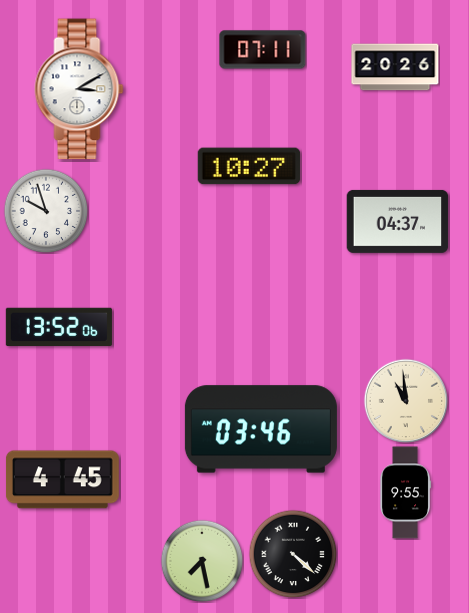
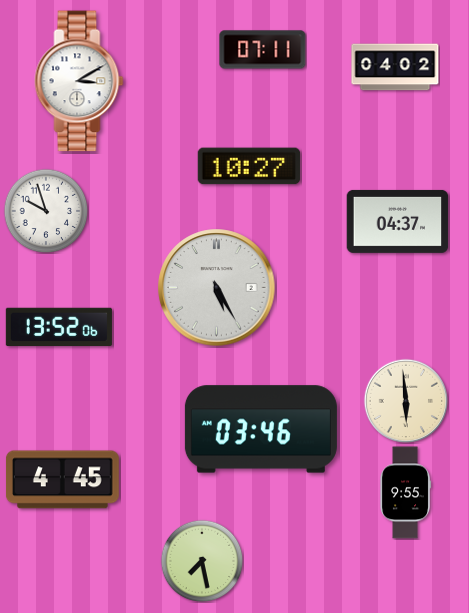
clock at (395, 67): 20:26 -> 04:02
clock at (79, 89) position: (79, 89) -> (79, 81)
clock at (217, 288): none -> 5:25
clock at (405, 400): 10:59 -> 5:59
clock at (293, 554): 4:22 -> none
